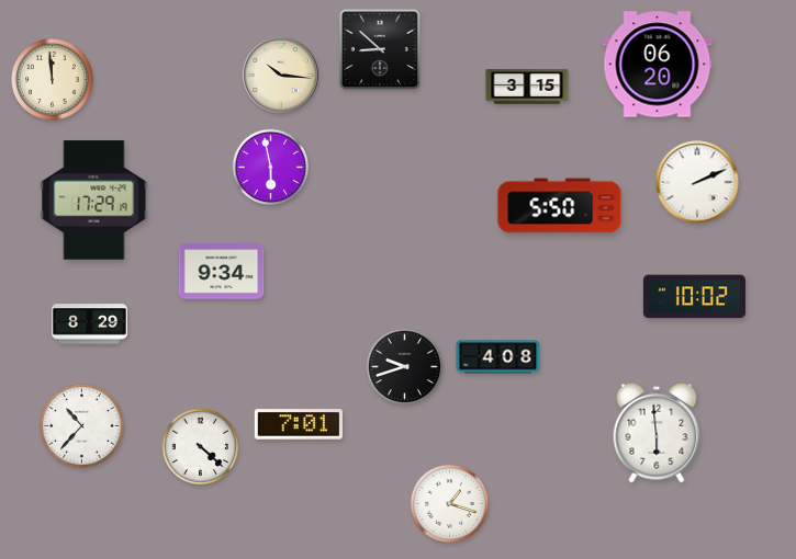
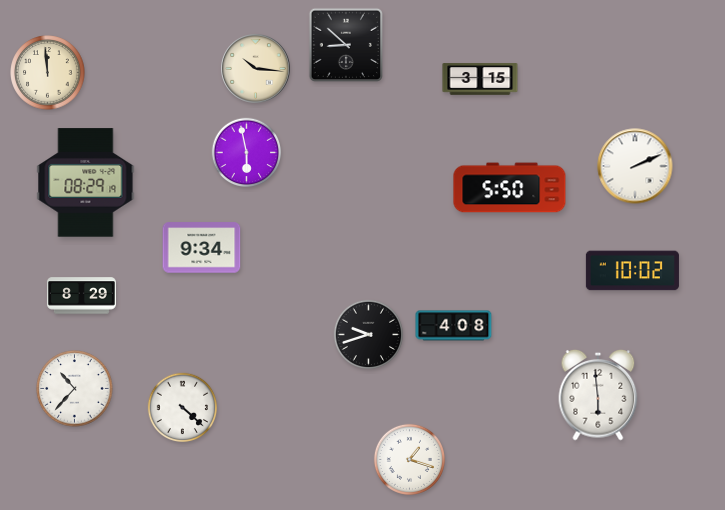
clock at (658, 65): 06:20 -> none
clock at (94, 201): 17:29 -> 08:29
clock at (299, 424): 7:01 -> none
